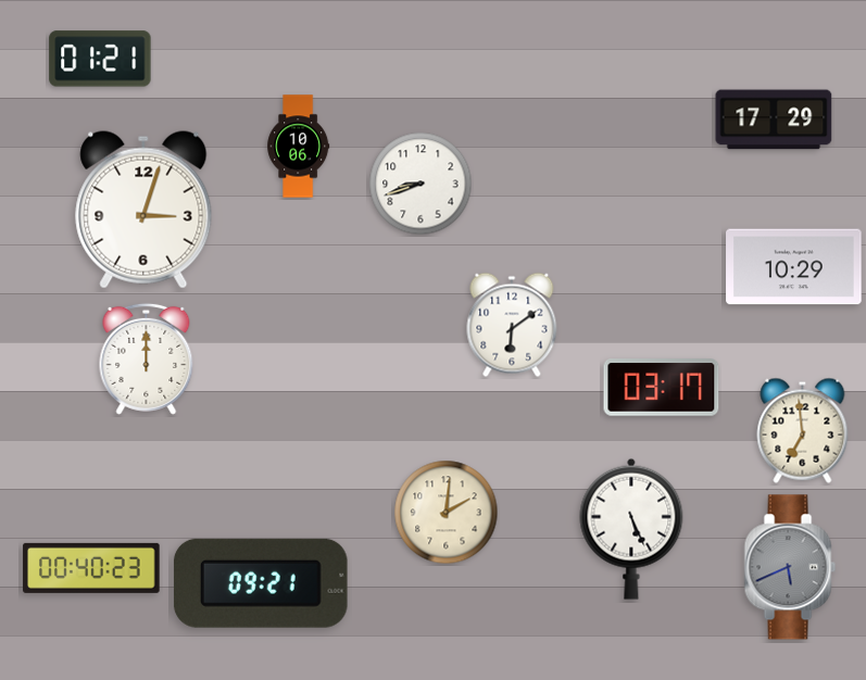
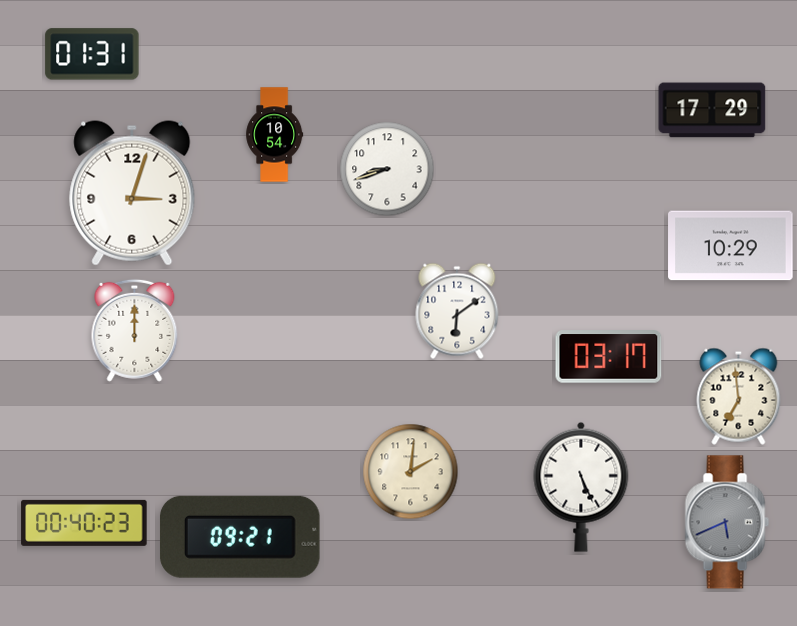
clock at (100, 59): 01:21 -> 01:31
clock at (299, 147): 10:06 -> 10:54
clock at (512, 325) position: (512, 325) -> (457, 311)
